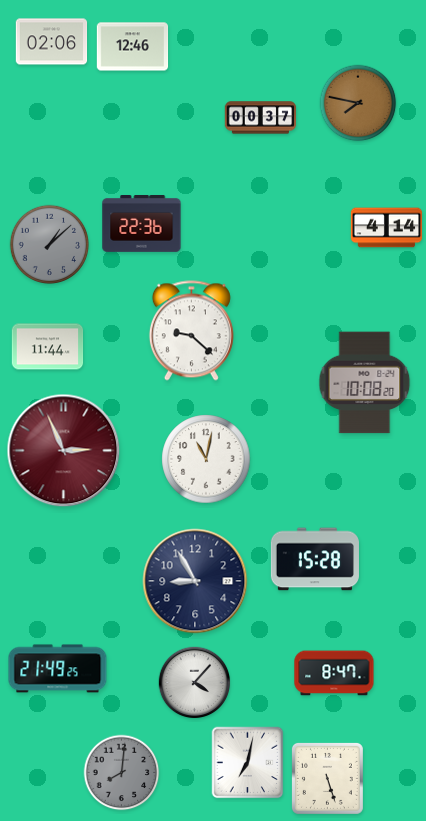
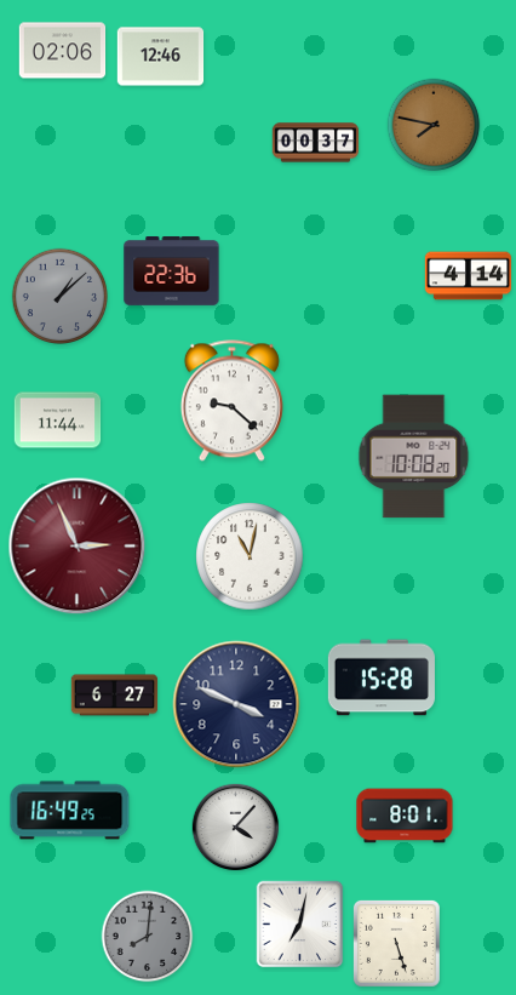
clock at (365, 383) position: (365, 383) -> (414, 457)
clock at (115, 696): none -> 6:27
clock at (195, 581): 8:55 -> 3:49
clock at (58, 669): 21:49 -> 16:49
clock at (334, 673): 8:47 -> 8:01
